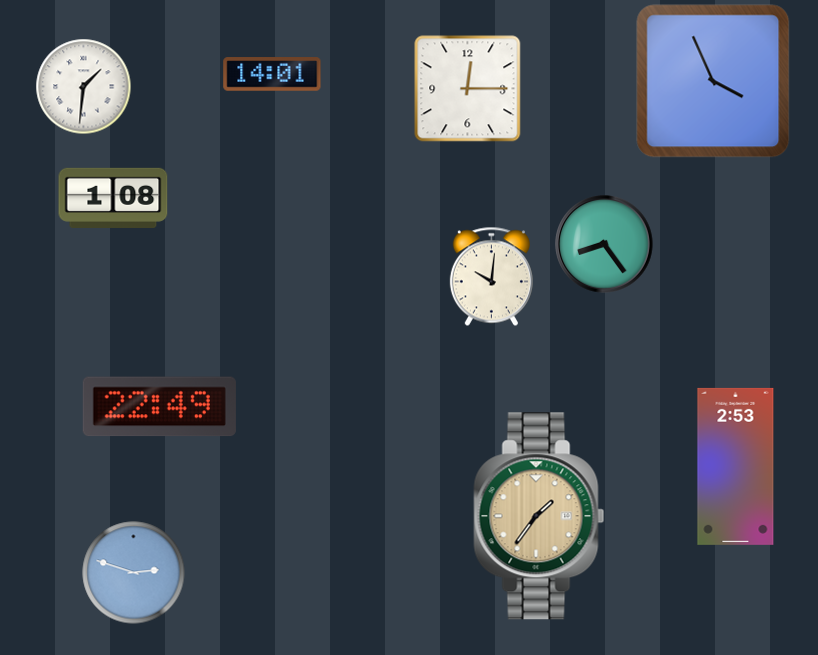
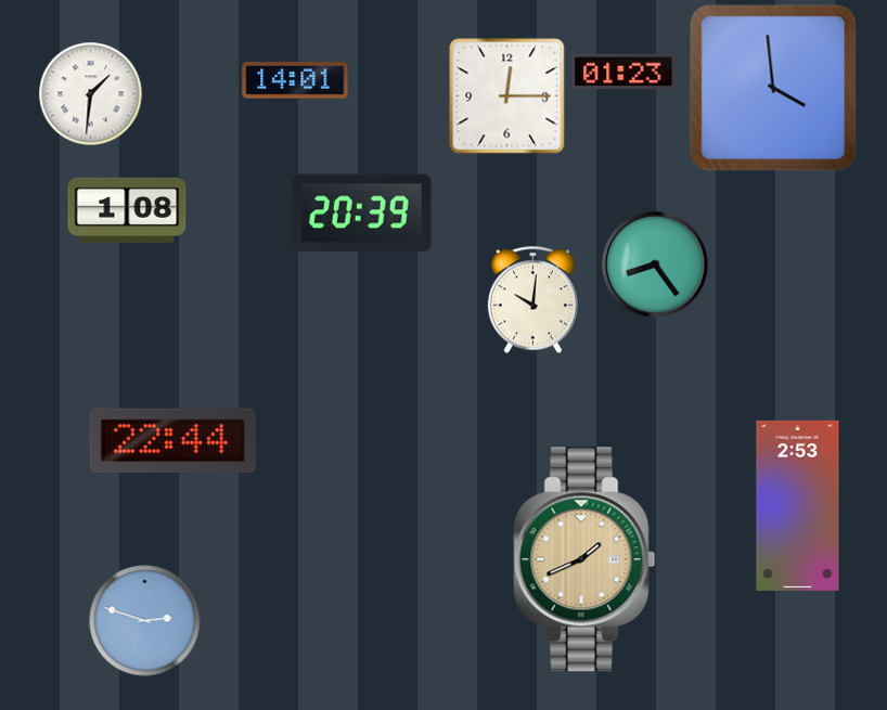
clock at (624, 72): none -> 01:23
clock at (713, 81): 3:56 -> 3:59
clock at (362, 214): none -> 20:39
clock at (113, 198) position: (113, 198) -> (127, 210)
clock at (159, 407): 22:49 -> 22:44
clock at (539, 516): 1:36 -> 1:41
